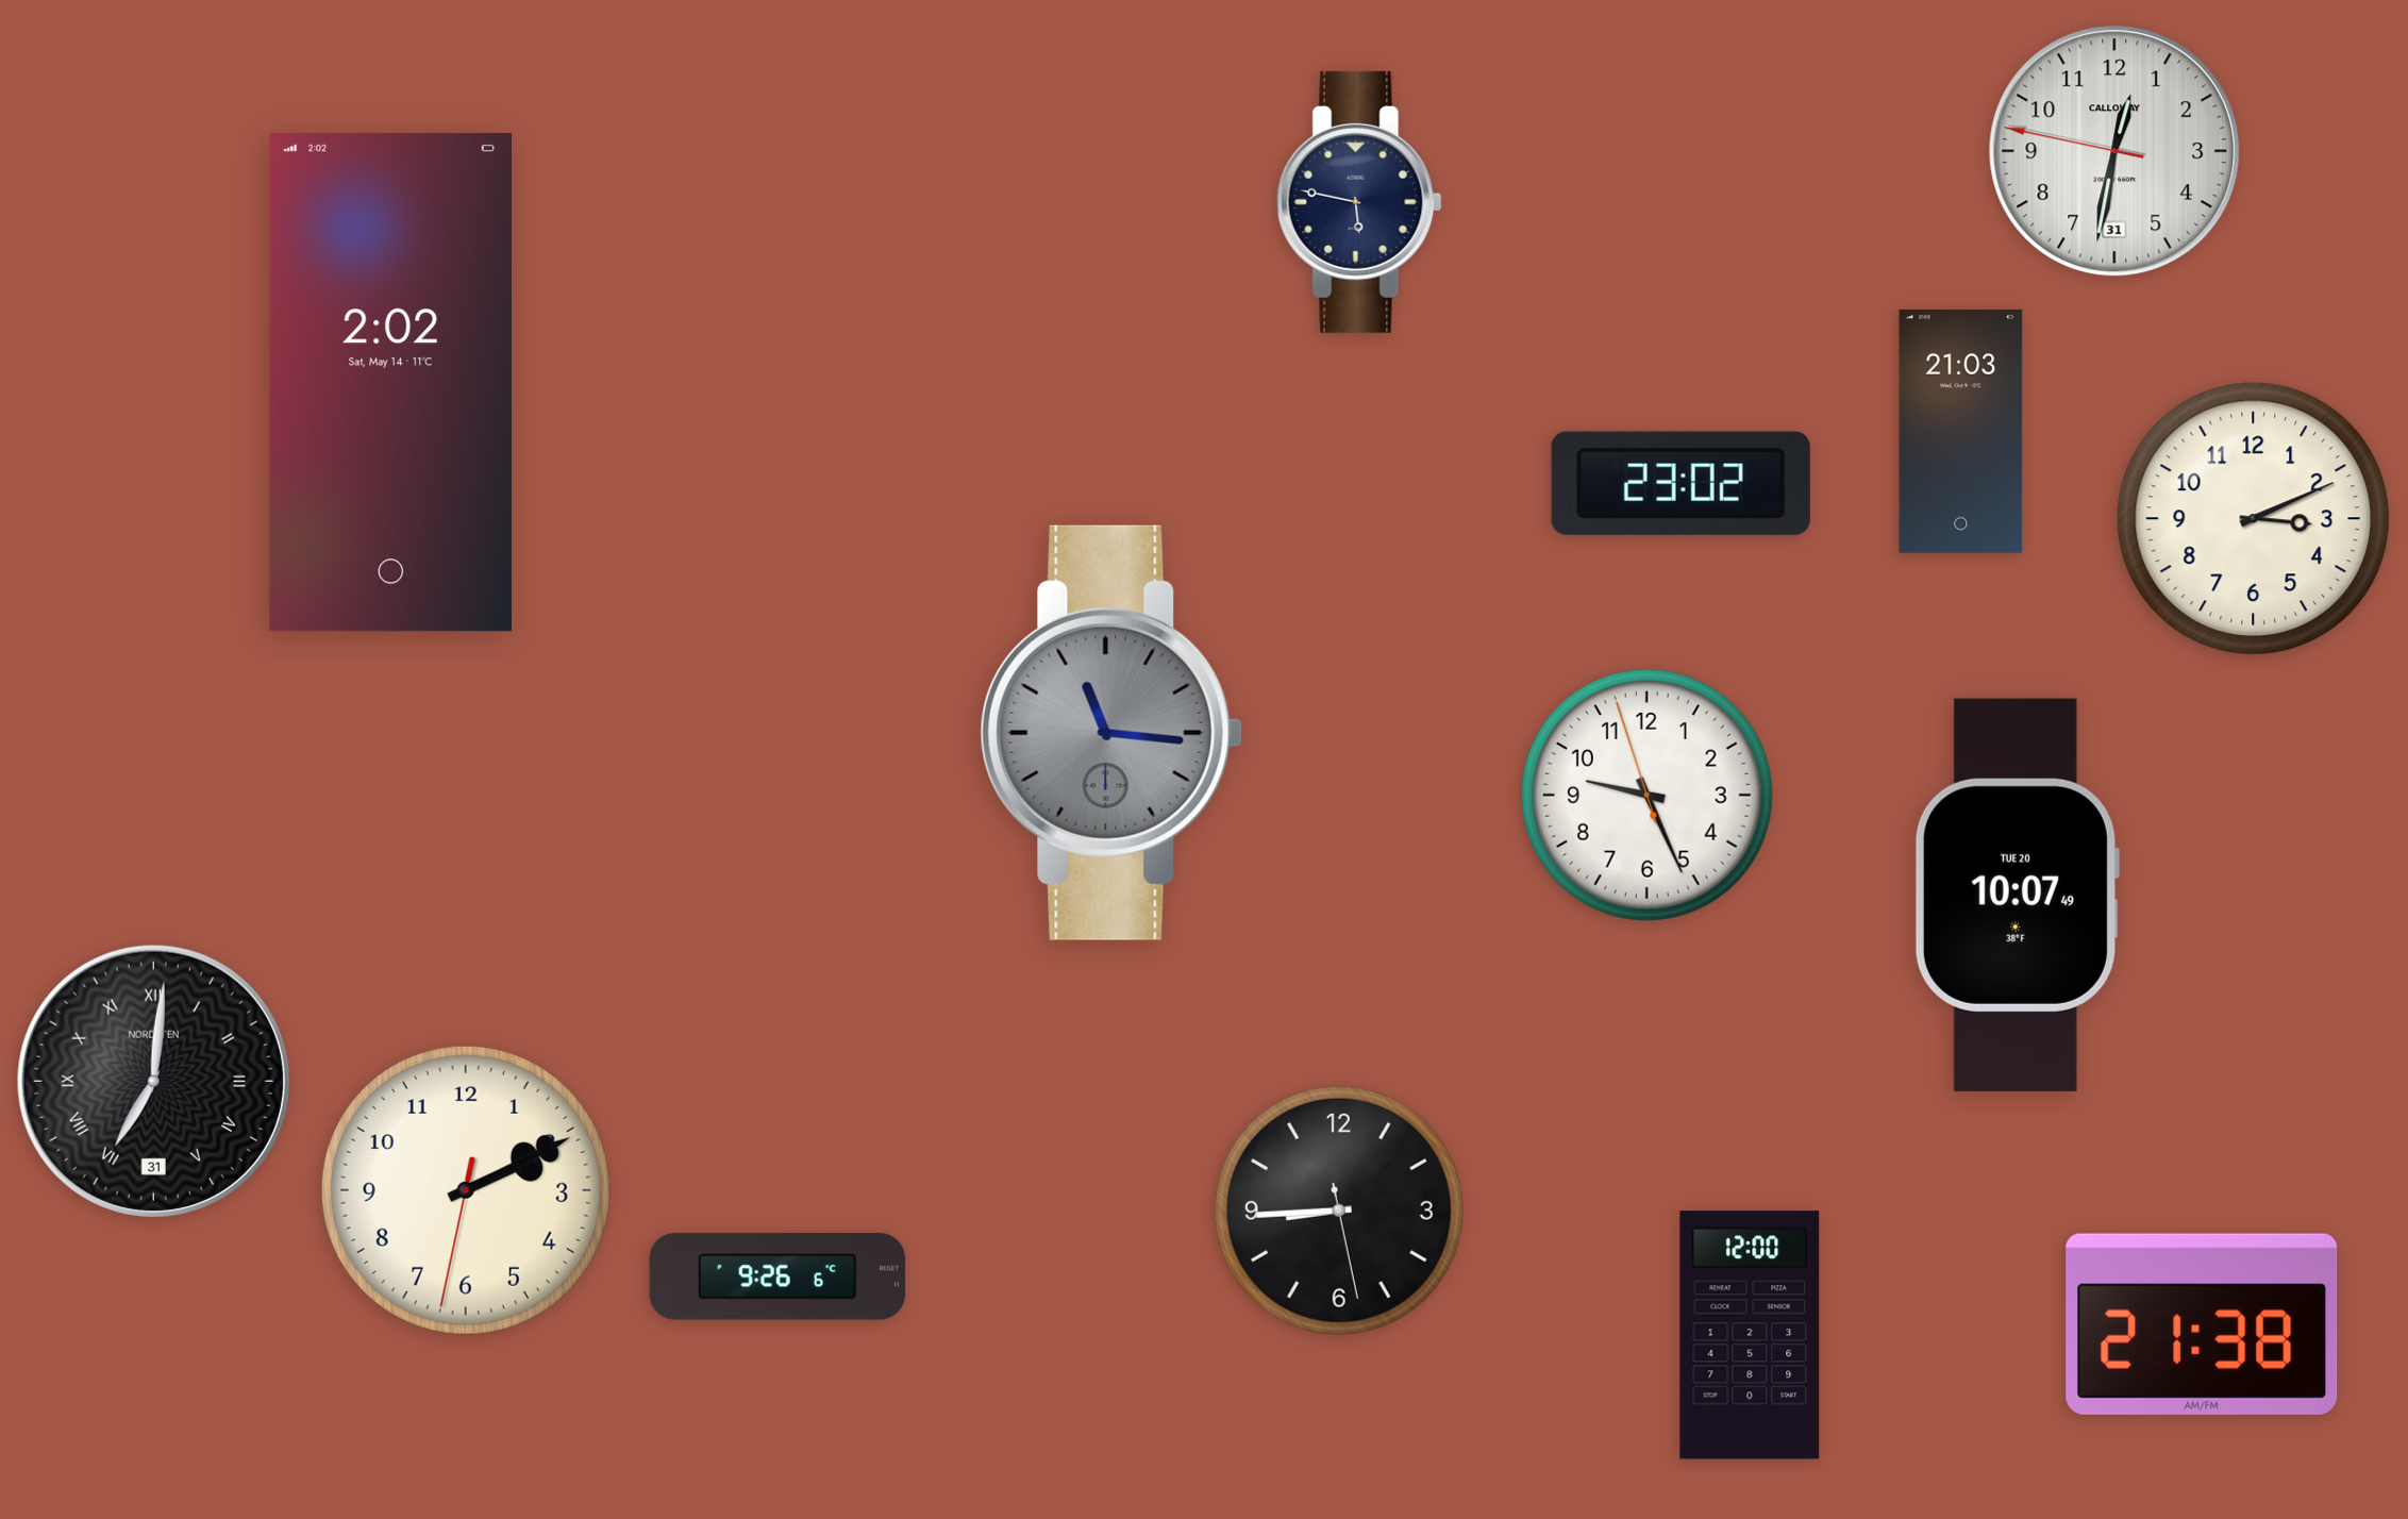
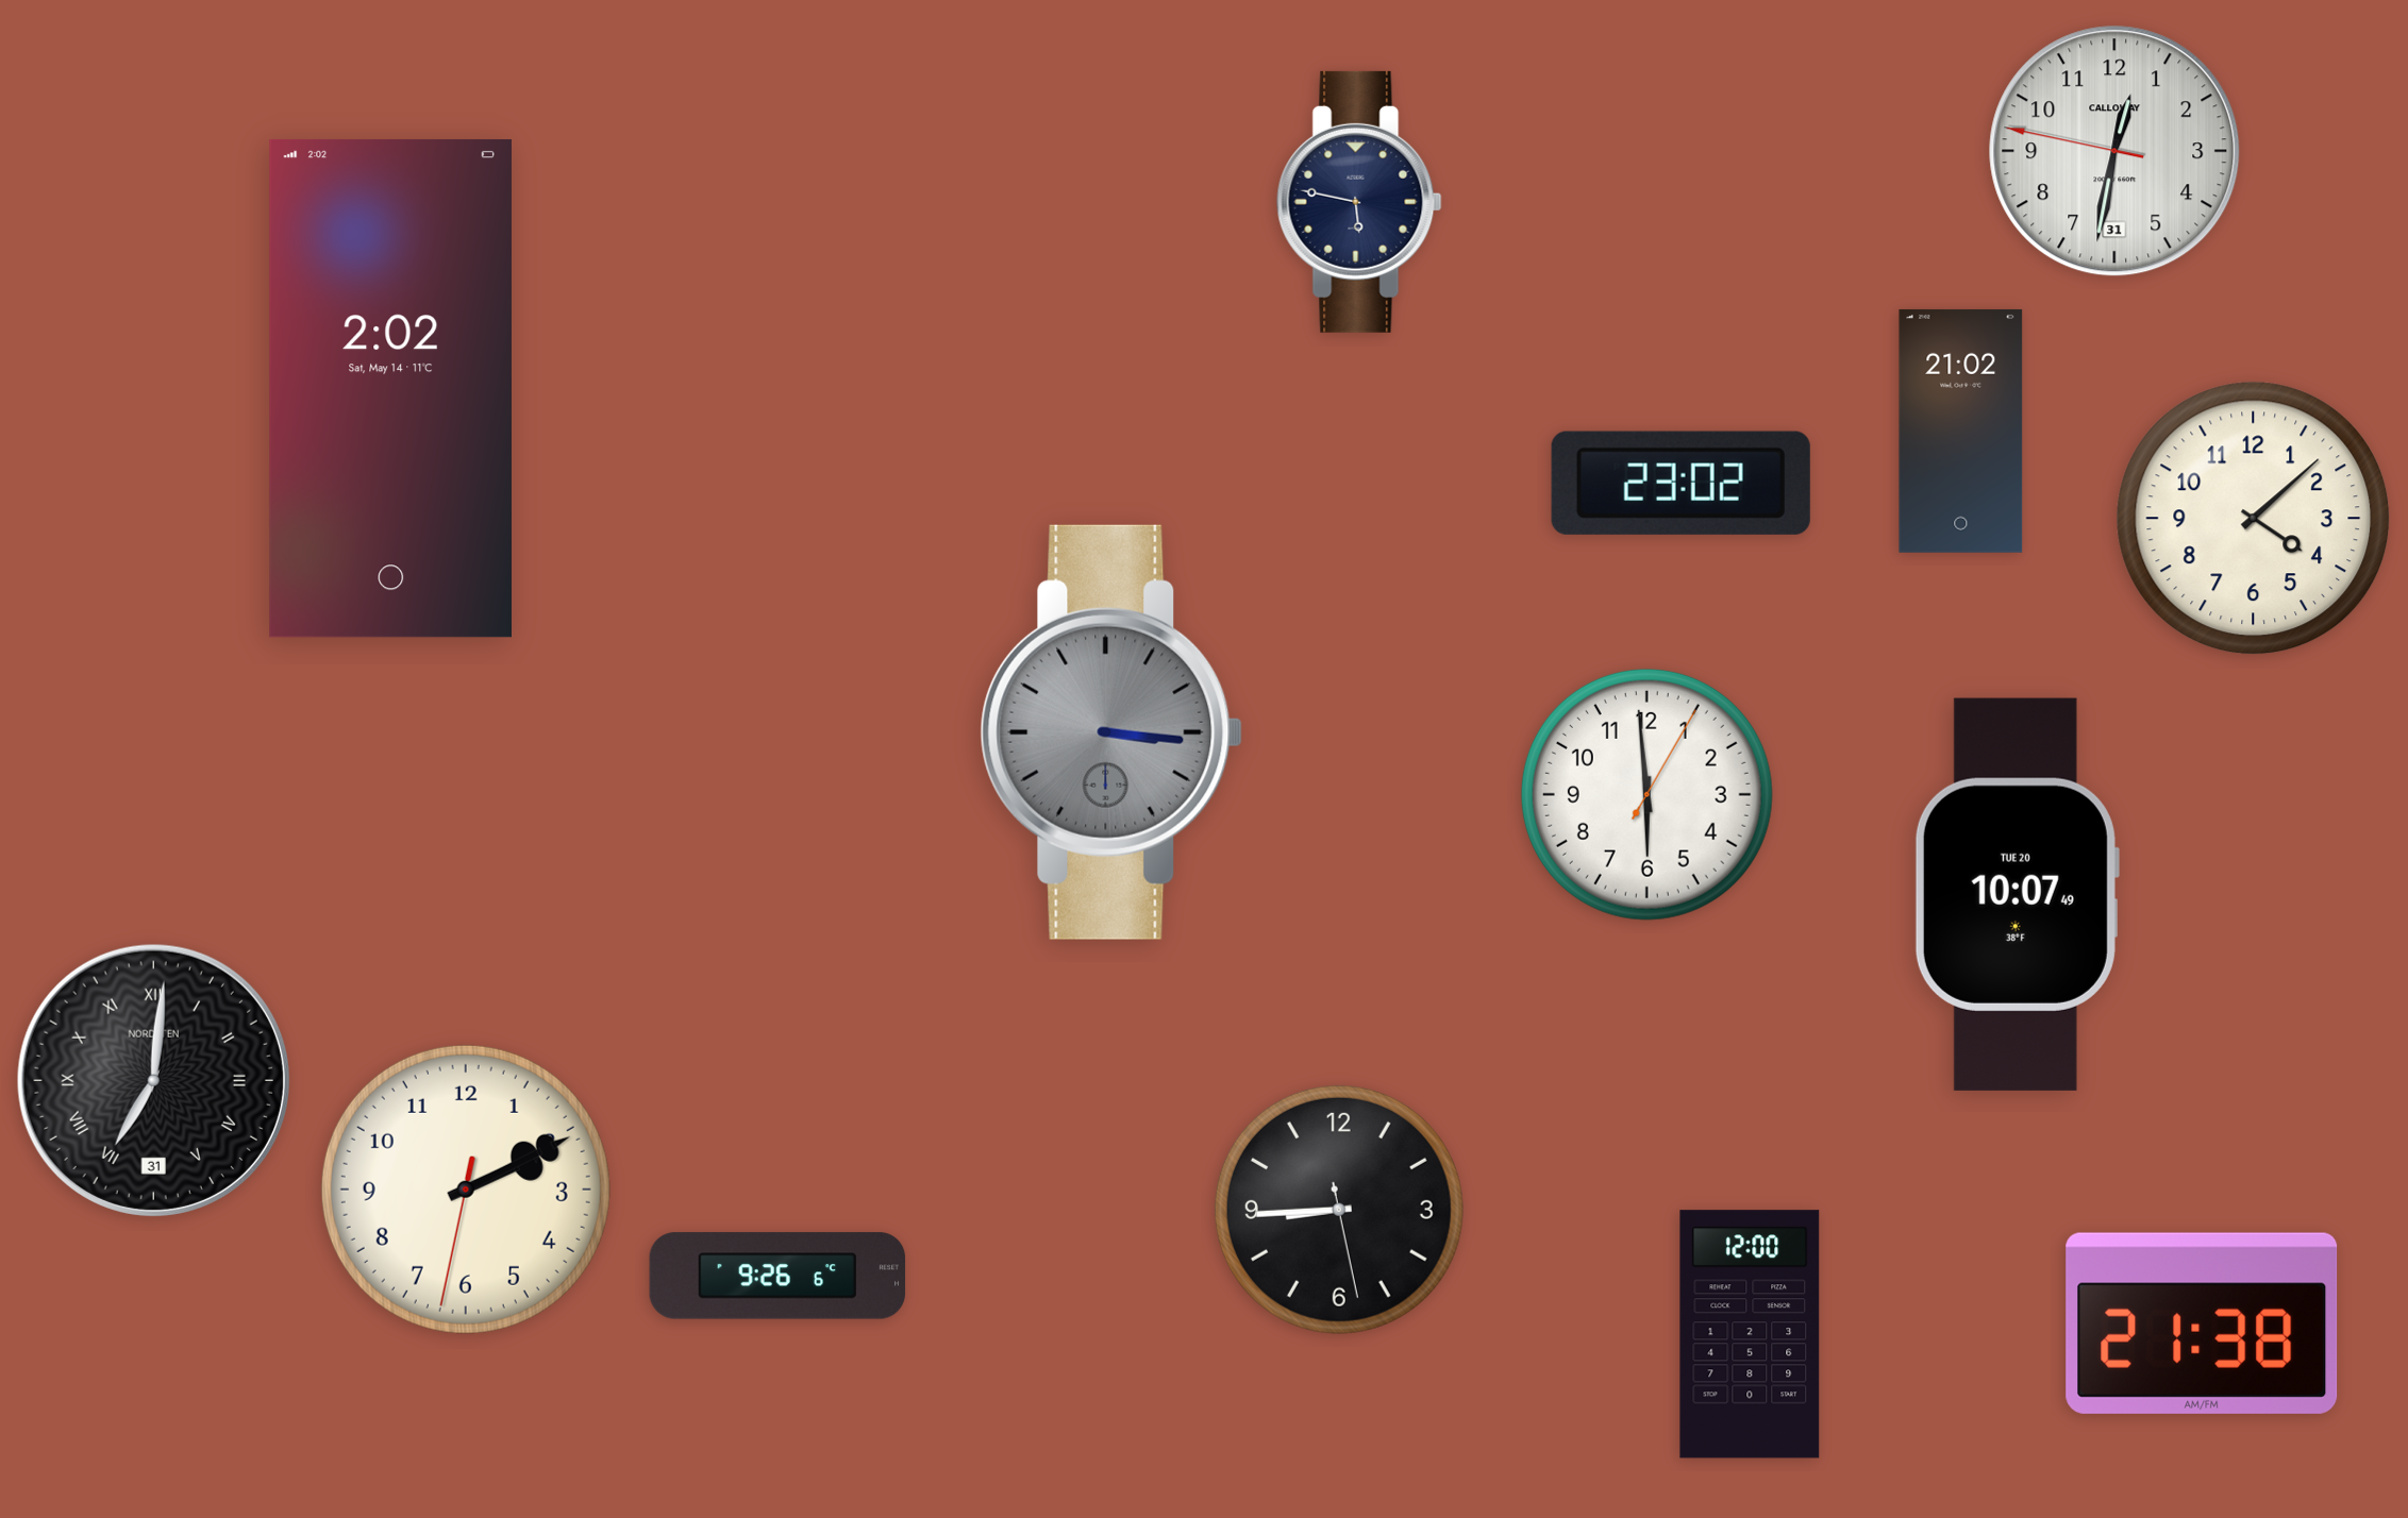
clock at (390, 382) position: (390, 382) -> (390, 388)
clock at (1961, 431): 21:03 -> 21:02
clock at (2254, 519): 3:11 -> 4:08
clock at (1111, 733): 11:16 -> 3:16
clock at (1646, 795): 9:25 -> 5:59
